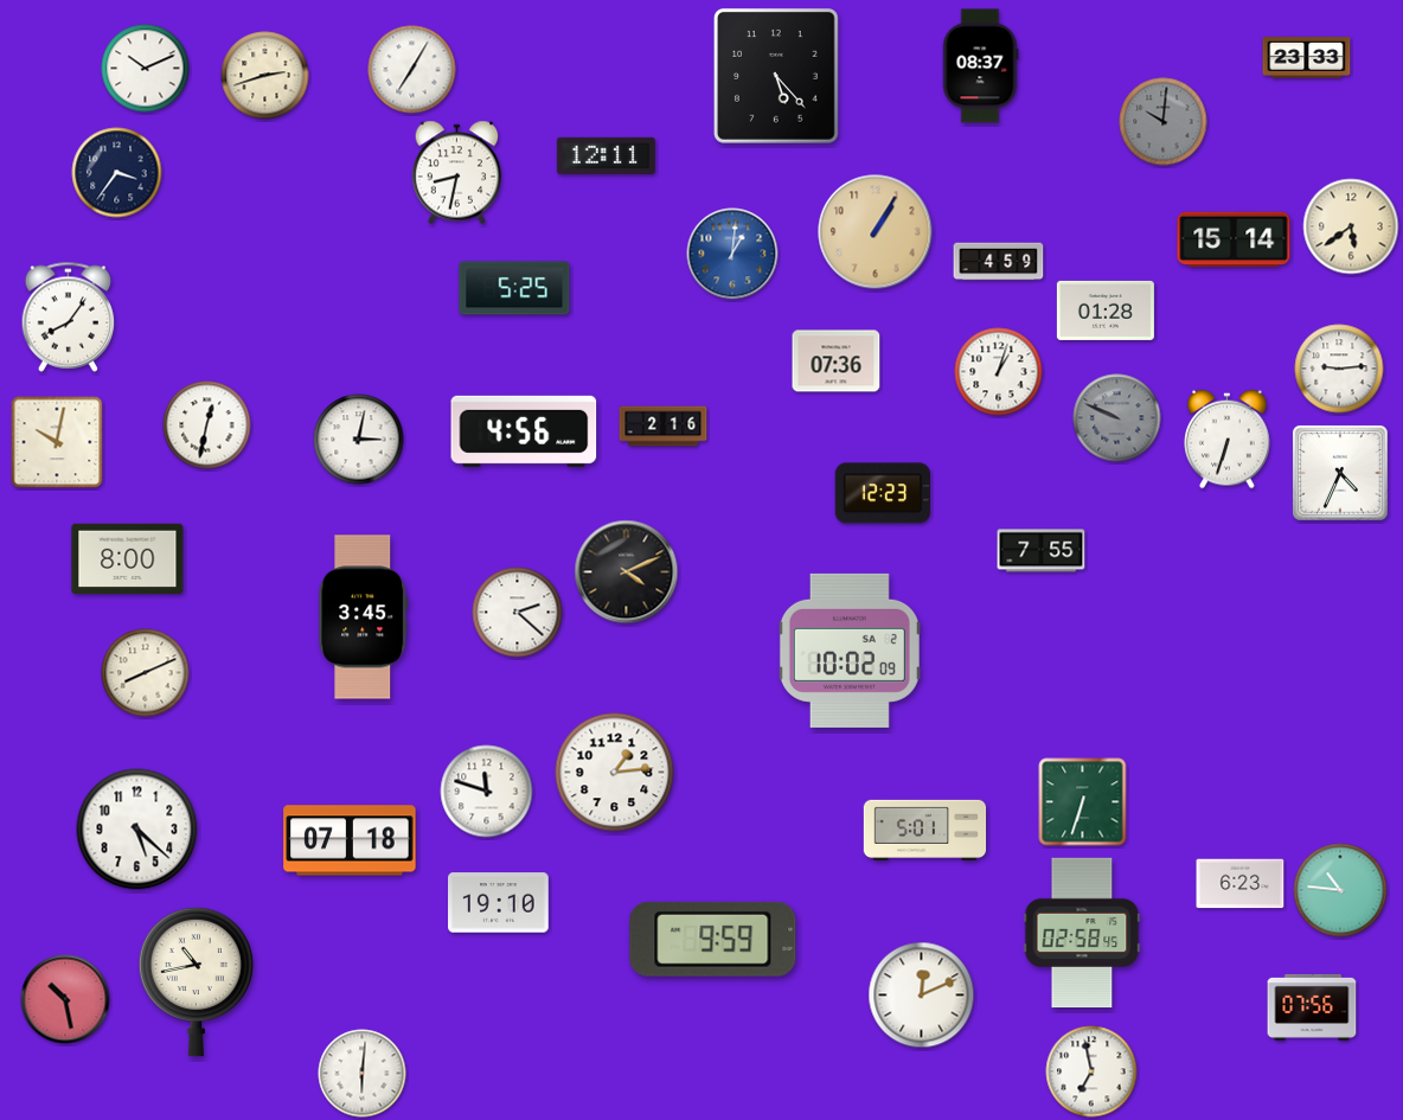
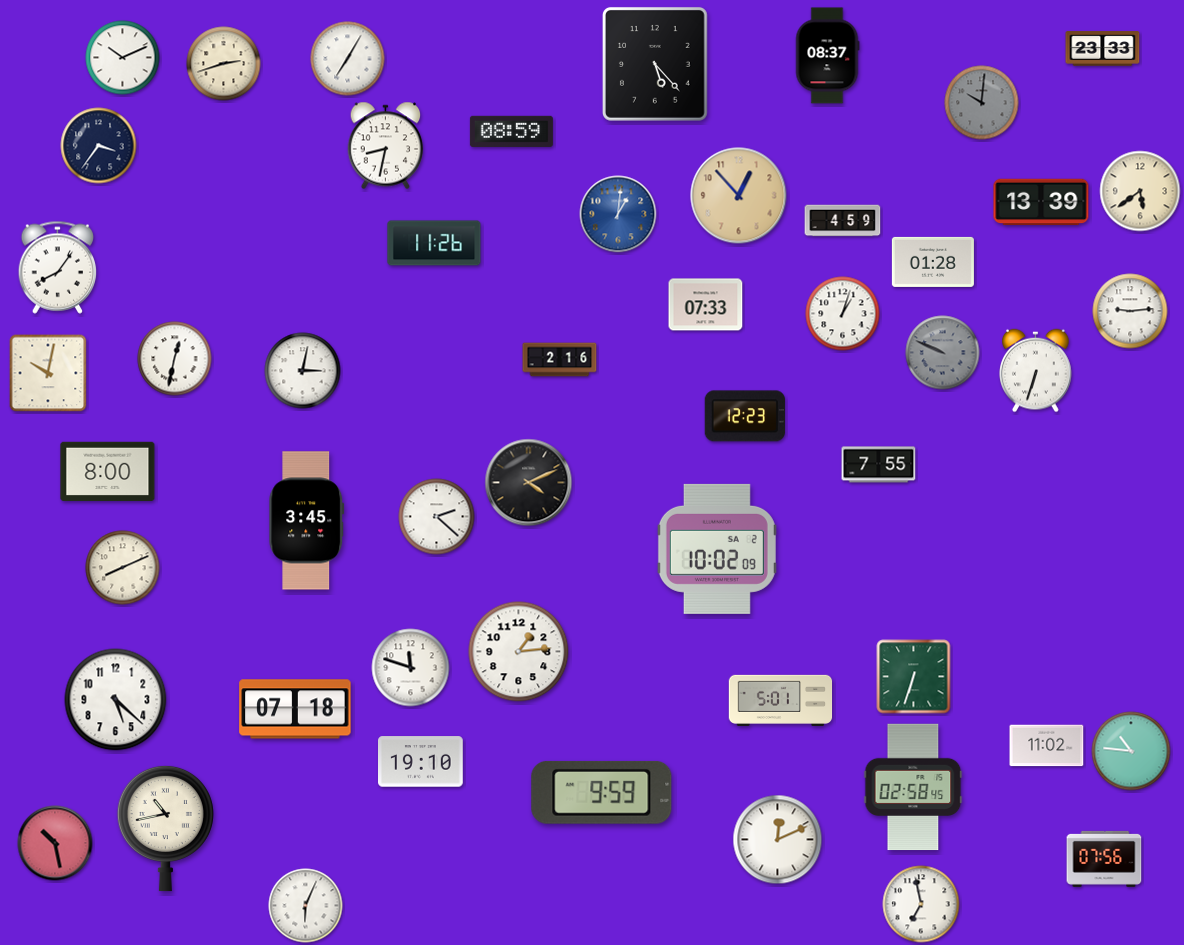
clock at (606, 155): 12:11 -> 08:59
clock at (876, 232): 1:05 -> 12:53
clock at (1234, 239): 15:14 -> 13:39
clock at (514, 288): 5:25 -> 11:26
clock at (837, 361): 07:36 -> 07:33
clock at (524, 431): 4:56 -> none
clock at (1340, 473): 4:34 -> none
clock at (1241, 884): 6:23 -> 11:02
clock at (1312, 1007) position: (1312, 1007) -> (1104, 859)
clock at (363, 1074): 6:01 -> 6:04
